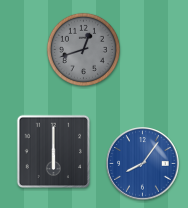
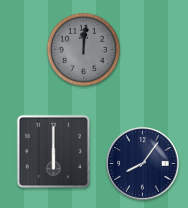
clock at (83, 49): 12:42 -> 12:01
clock at (143, 164) dial: blue -> navy
